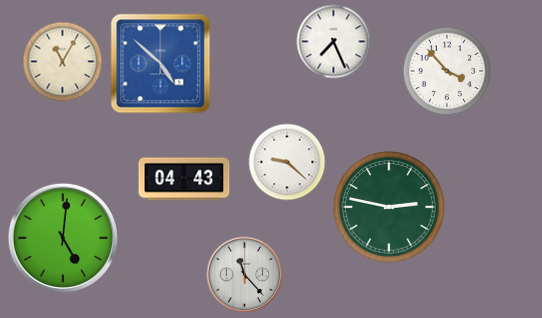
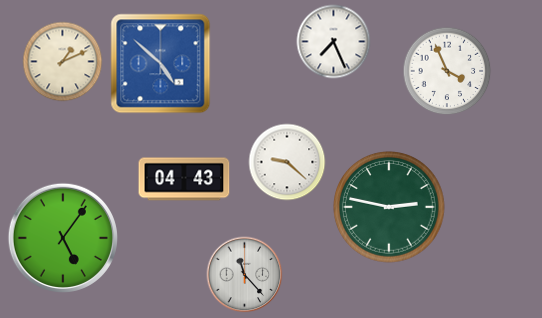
clock at (63, 62): 11:05 -> 1:11
clock at (447, 71): 3:53 -> 3:56
clock at (62, 237): 5:01 -> 5:06
